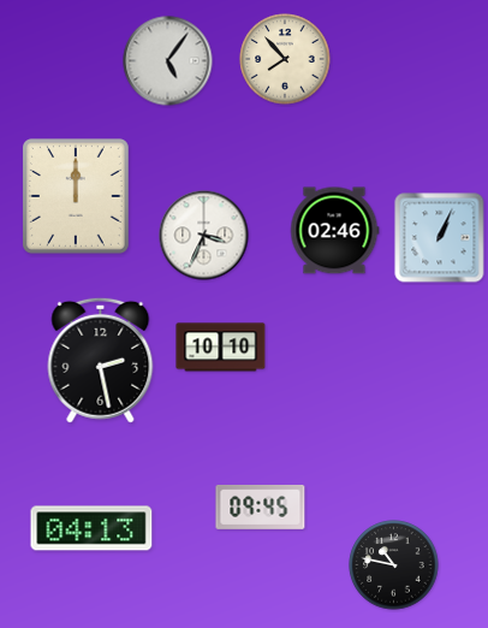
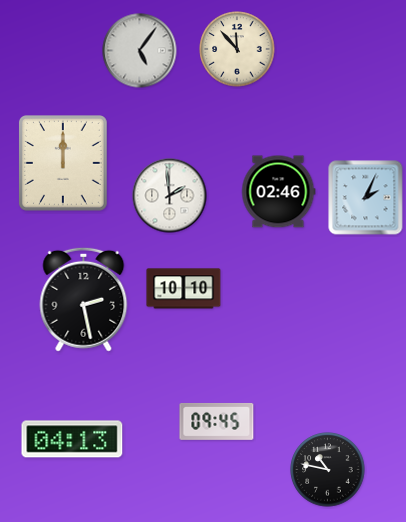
clock at (285, 59): 7:53 -> 11:53
clock at (204, 236): 3:34 -> 1:59
clock at (440, 238): 1:04 -> 2:04
clock at (91, 528) position: (91, 528) -> (72, 439)
